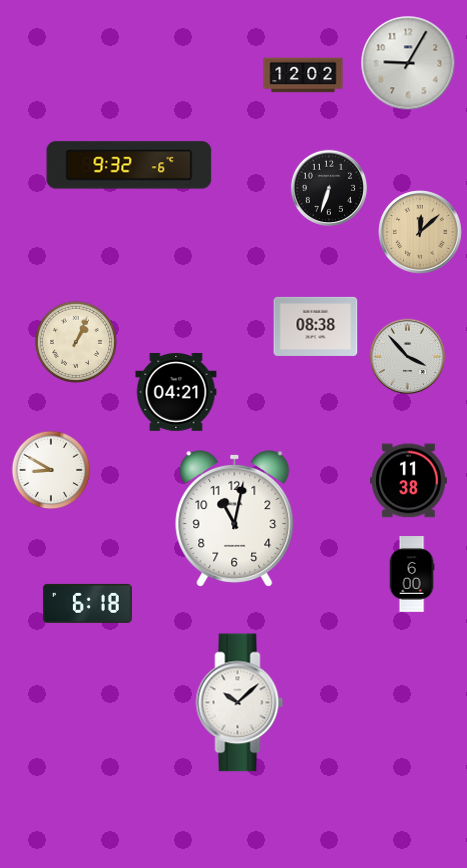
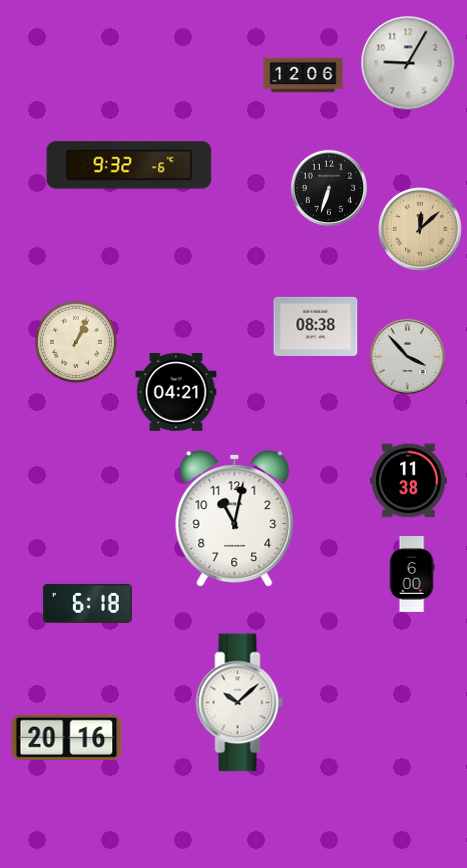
clock at (303, 75): 12:02 -> 12:06
clock at (420, 232) position: (420, 232) -> (420, 229)
clock at (51, 470): 8:50 -> none
clock at (67, 737): none -> 20:16
